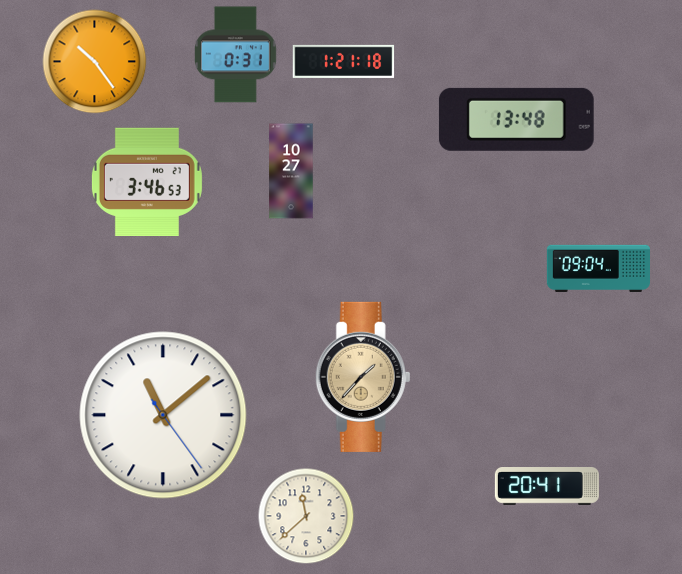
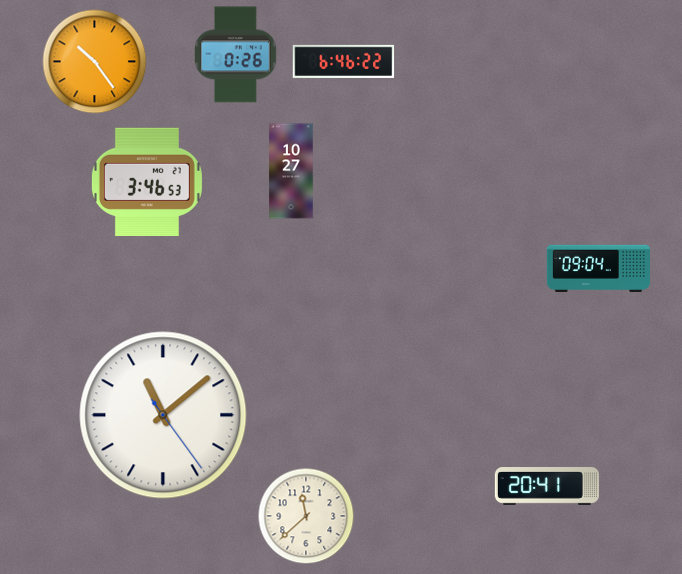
clock at (235, 55): 0:31 -> 0:26
clock at (344, 61): 1:21 -> 6:46
clock at (516, 119): 13:48 -> none
clock at (363, 377): 1:37 -> none
